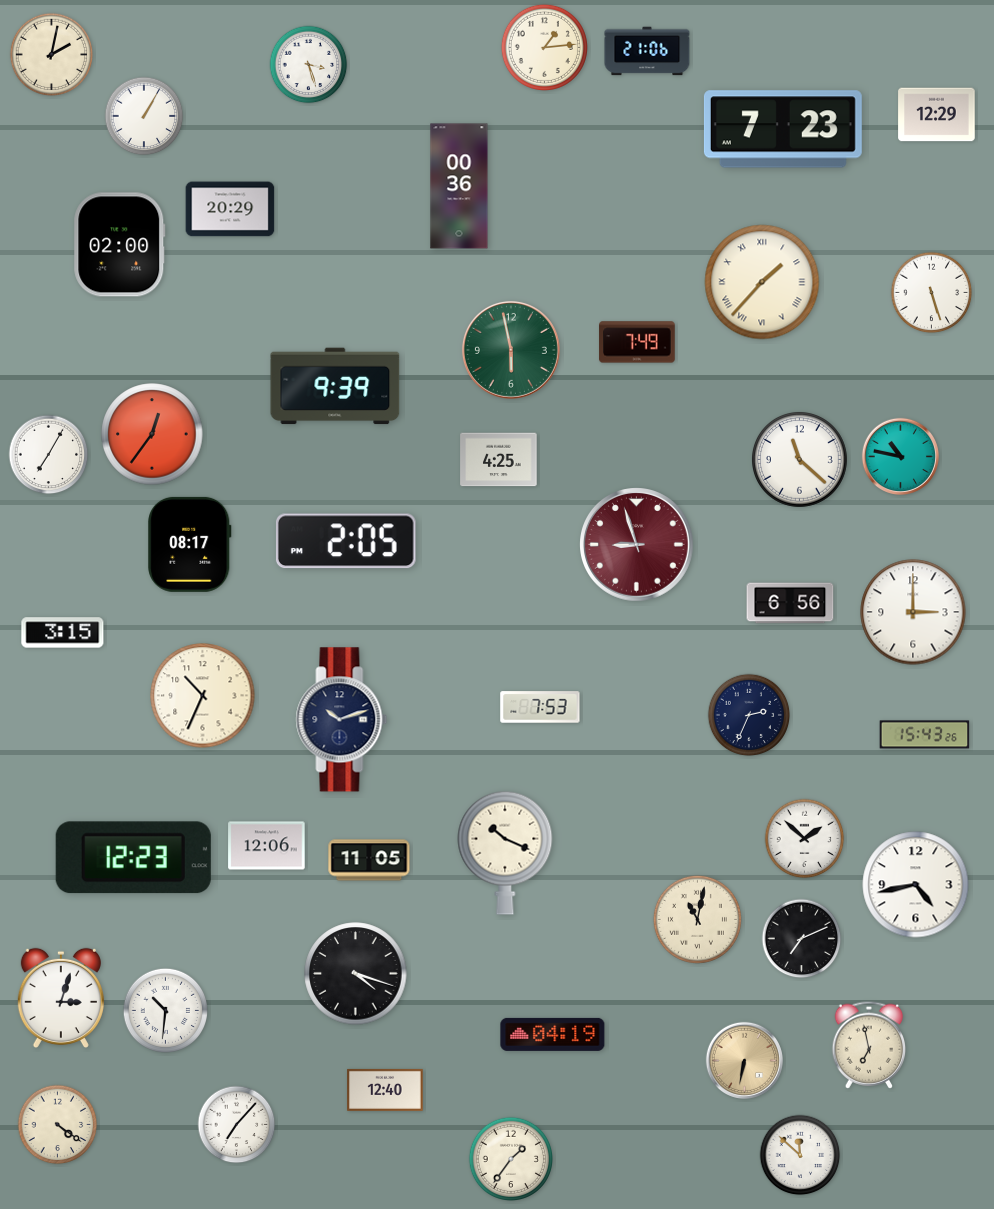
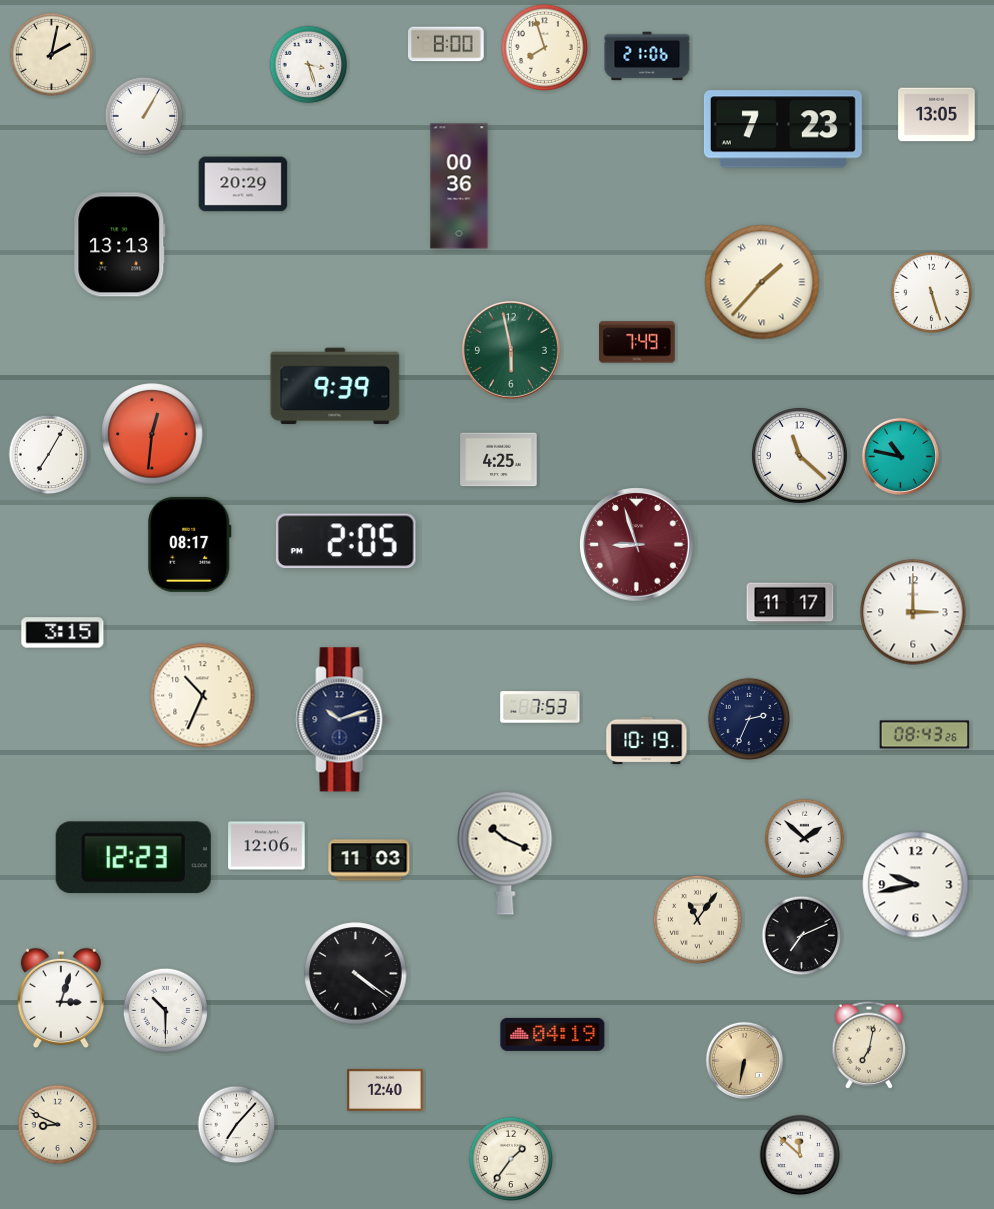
clock at (446, 44): none -> 8:00
clock at (544, 47): 1:14 -> 7:57
clock at (647, 51) position: (647, 51) -> (647, 56)
clock at (937, 115): 12:29 -> 13:05
clock at (230, 209) position: (230, 209) -> (243, 184)
clock at (120, 245): 02:00 -> 13:13
clock at (152, 434): 12:36 -> 12:31
clock at (800, 460) position: (800, 460) -> (800, 456)
clock at (790, 603): 6:56 -> 11:17
clock at (749, 715) position: (749, 715) -> (749, 719)
clock at (925, 735): 15:43 -> 08:43
clock at (647, 741): none -> 10:19
clock at (369, 860): 11:05 -> 11:03
clock at (916, 885): 4:43 -> 9:43
clock at (697, 919): 11:02 -> 11:06
clock at (802, 939) position: (802, 939) -> (802, 936)
clock at (356, 974): 4:18 -> 4:21
clock at (165, 1010): 10:31 -> 10:30
clock at (869, 1045): 6:58 -> 7:02
clock at (58, 1125): 4:21 -> 8:49
